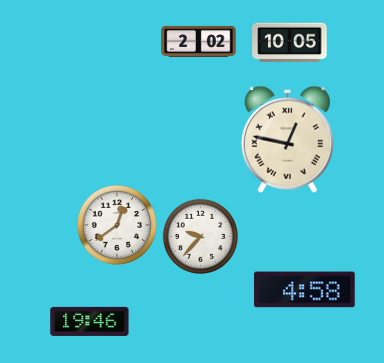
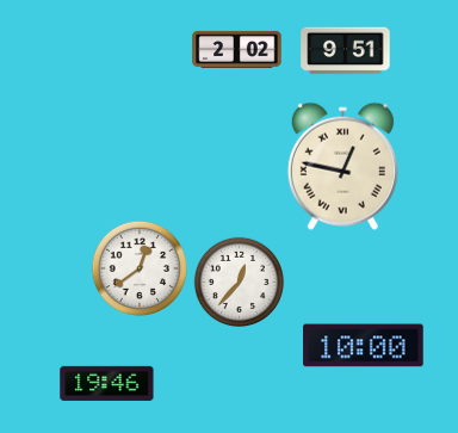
clock at (290, 43): 10:05 -> 9:51
clock at (200, 236): 9:37 -> 12:37
clock at (305, 290): 4:58 -> 10:00
